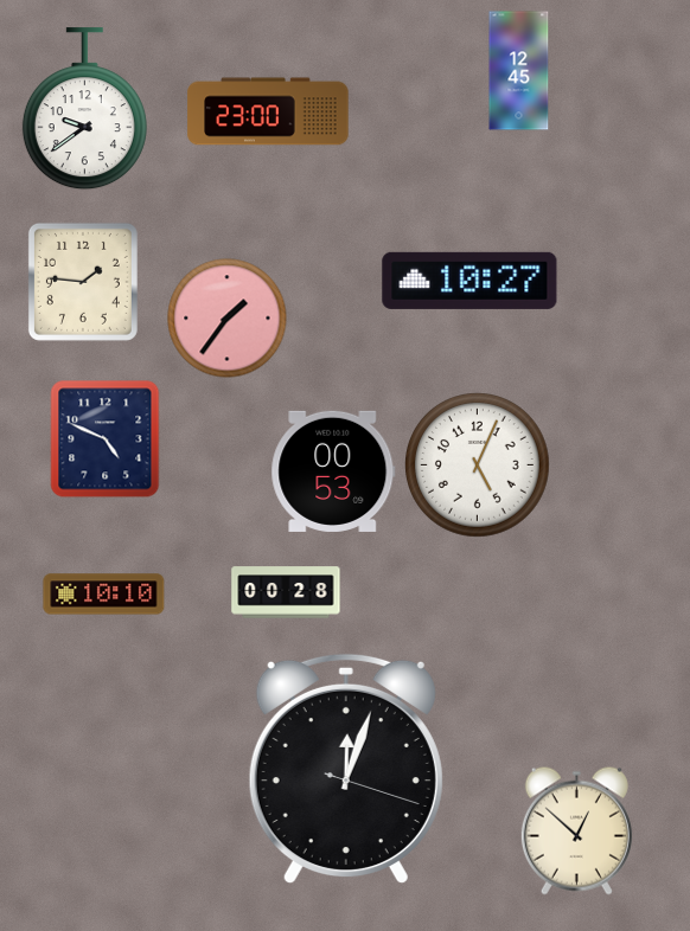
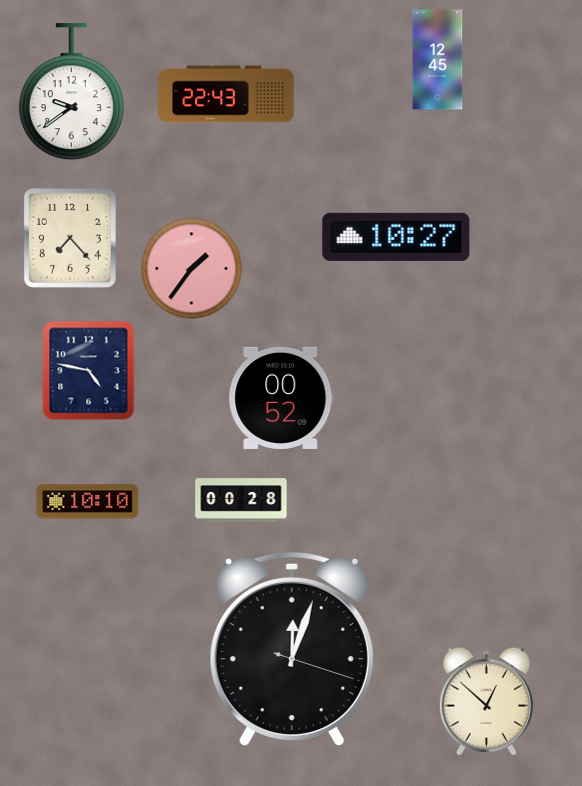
clock at (268, 111): 23:00 -> 22:43
clock at (83, 282): 1:46 -> 7:23
clock at (106, 439): 4:49 -> 4:47
clock at (478, 465): 5:04 -> none
clock at (333, 471): 00:53 -> 00:52
